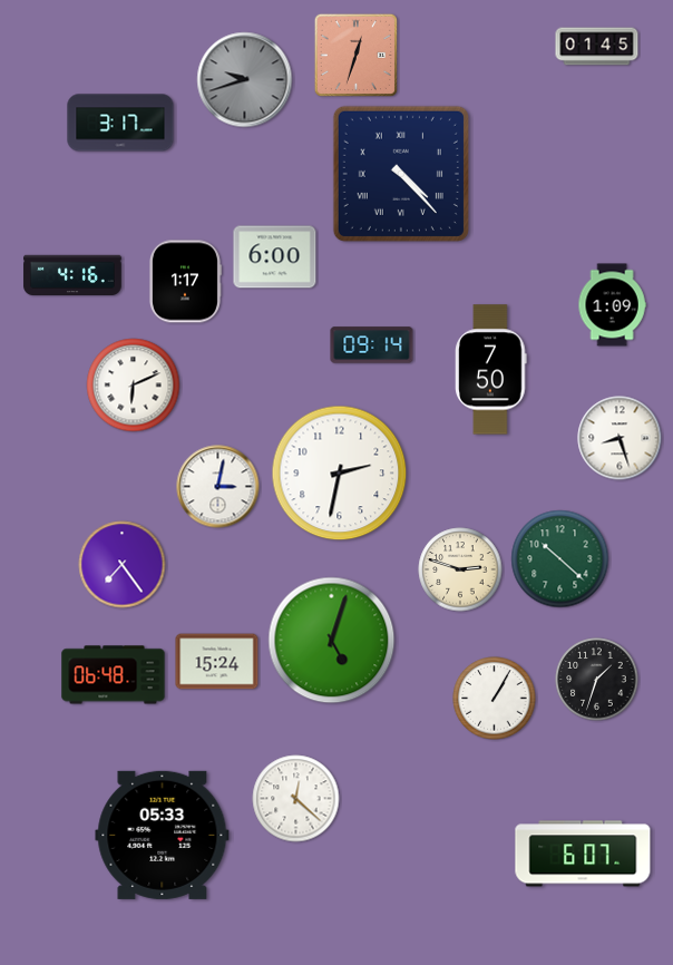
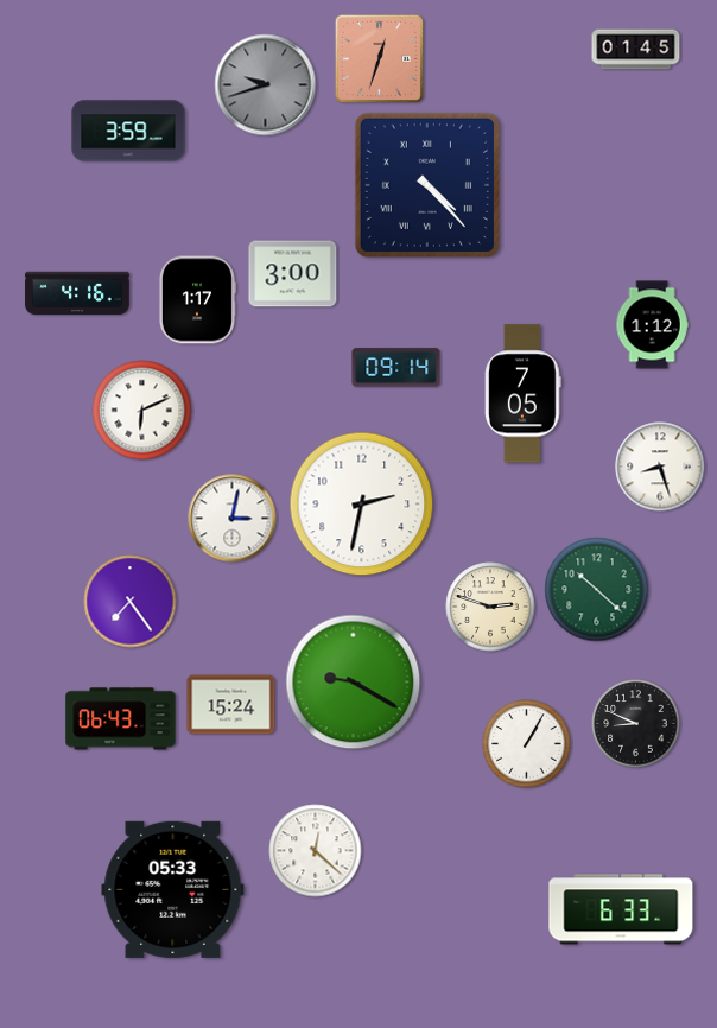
clock at (245, 80) position: (245, 80) -> (266, 85)
clock at (120, 123): 3:17 -> 3:59
clock at (275, 257): 6:00 -> 3:00
clock at (612, 305): 1:09 -> 1:12
clock at (491, 370): 7:50 -> 7:05
clock at (560, 559) position: (560, 559) -> (597, 590)
clock at (332, 641): 5:03 -> 9:20
clock at (114, 675): 06:48 -> 06:43
clock at (597, 680): 1:33 -> 8:49
clock at (583, 854): 6:07 -> 6:33
